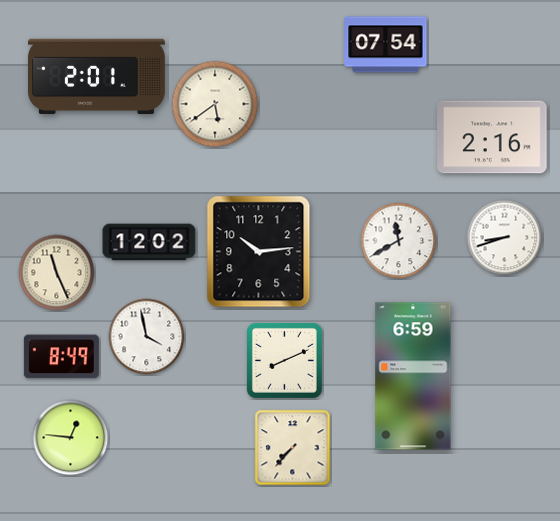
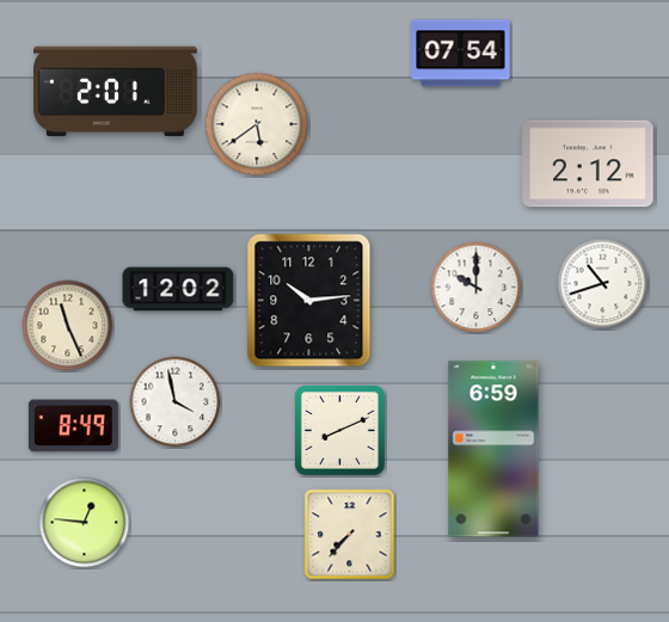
clock at (492, 137): 2:16 -> 2:12
clock at (505, 238): 8:42 -> 10:42
clock at (399, 241): 11:40 -> 10:00
